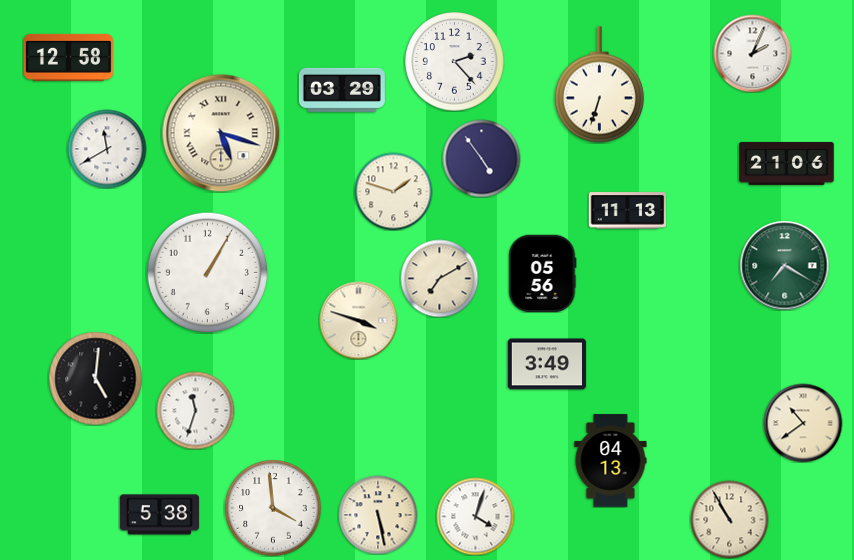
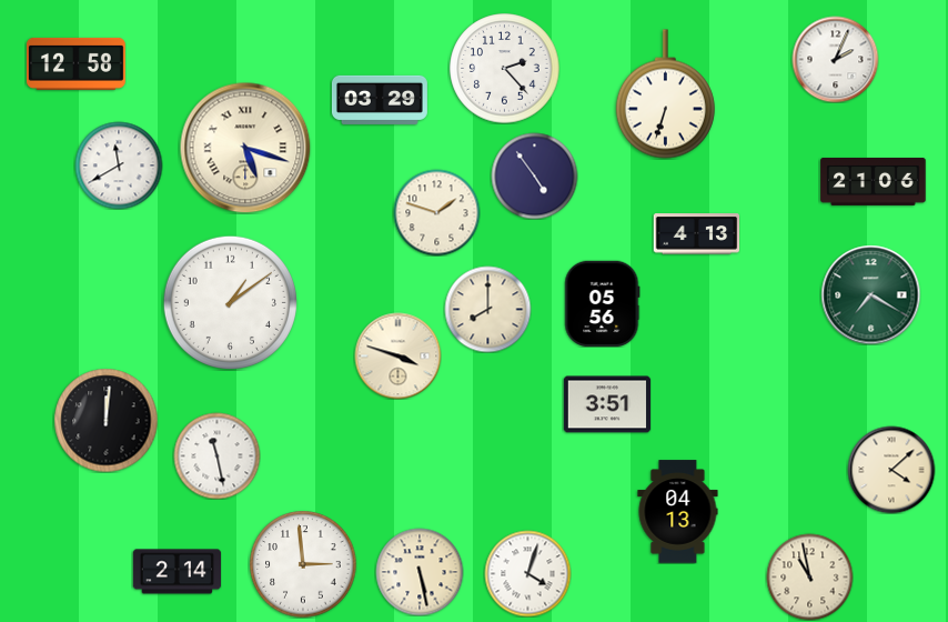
clock at (627, 211): 11:13 -> 4:13
clock at (207, 272): 1:05 -> 1:09
clock at (439, 278): 7:10 -> 8:00
clock at (547, 364): 3:49 -> 3:51
clock at (95, 378): 5:01 -> 12:01
clock at (195, 410): 11:33 -> 11:28
clock at (803, 423): 10:39 -> 4:08
clock at (273, 508): 3:59 -> 2:59
clock at (159, 515): 5:38 -> 2:14
clock at (729, 519): 10:55 -> 10:58
